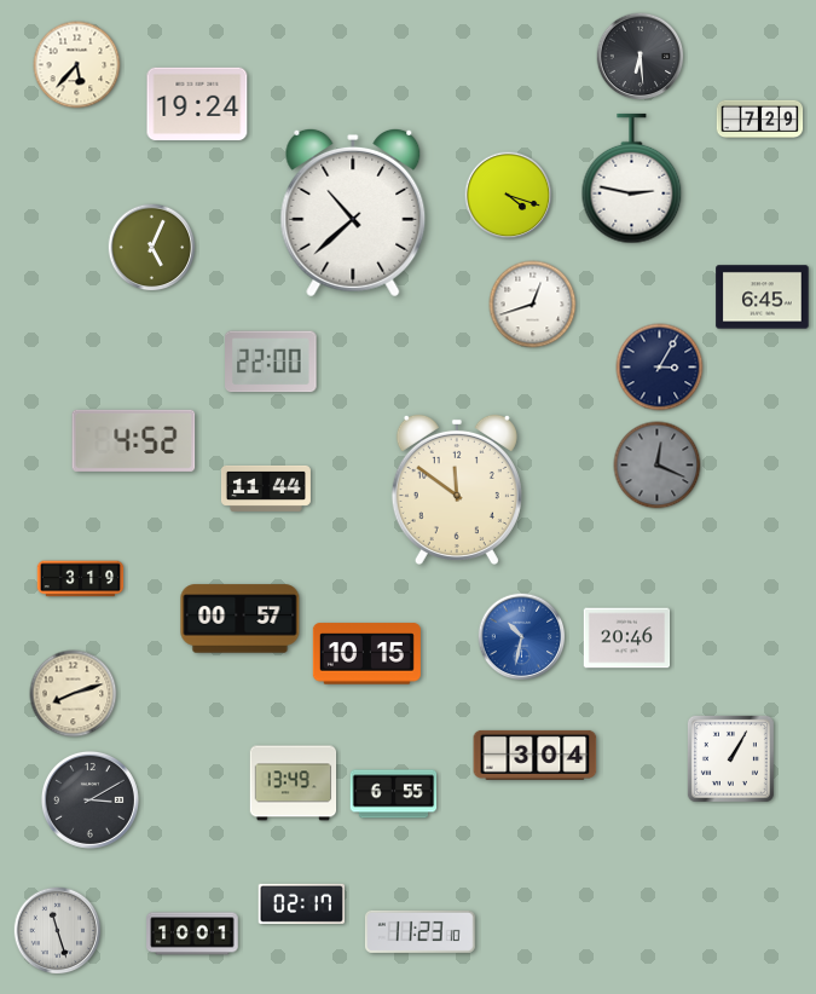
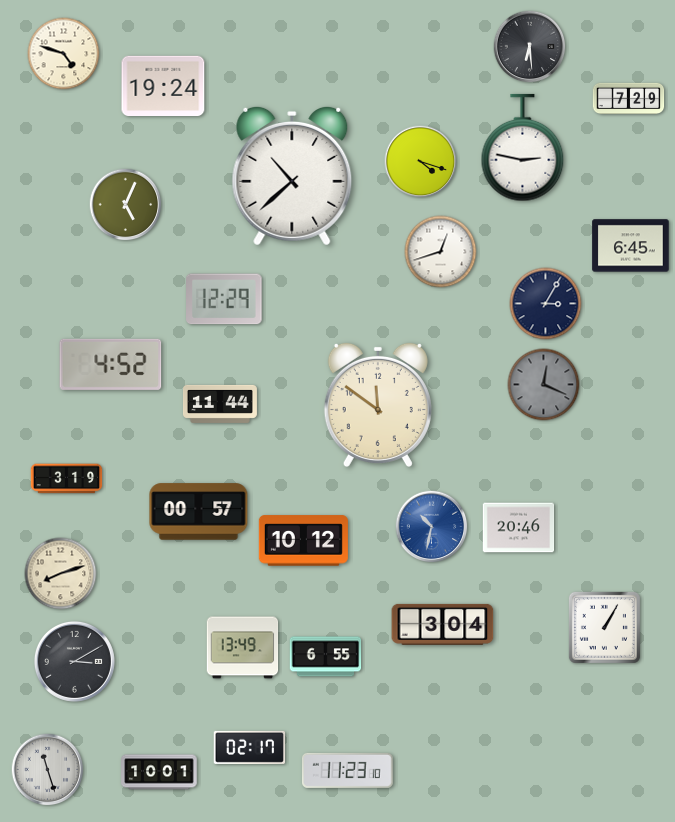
clock at (77, 65): 5:37 -> 4:48
clock at (272, 362): 22:00 -> 12:29
clock at (366, 654): 10:15 -> 10:12
